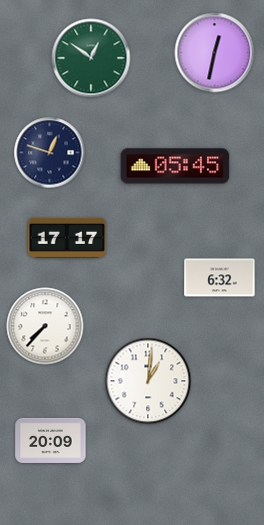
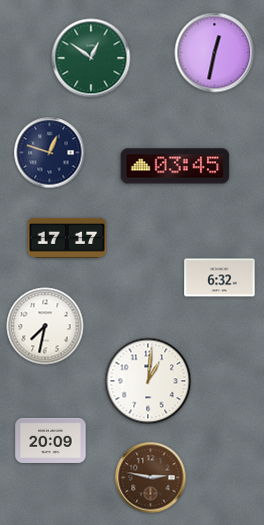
clock at (175, 166): 05:45 -> 03:45
clock at (45, 326): 7:37 -> 7:32
clock at (151, 478): none -> 2:47
